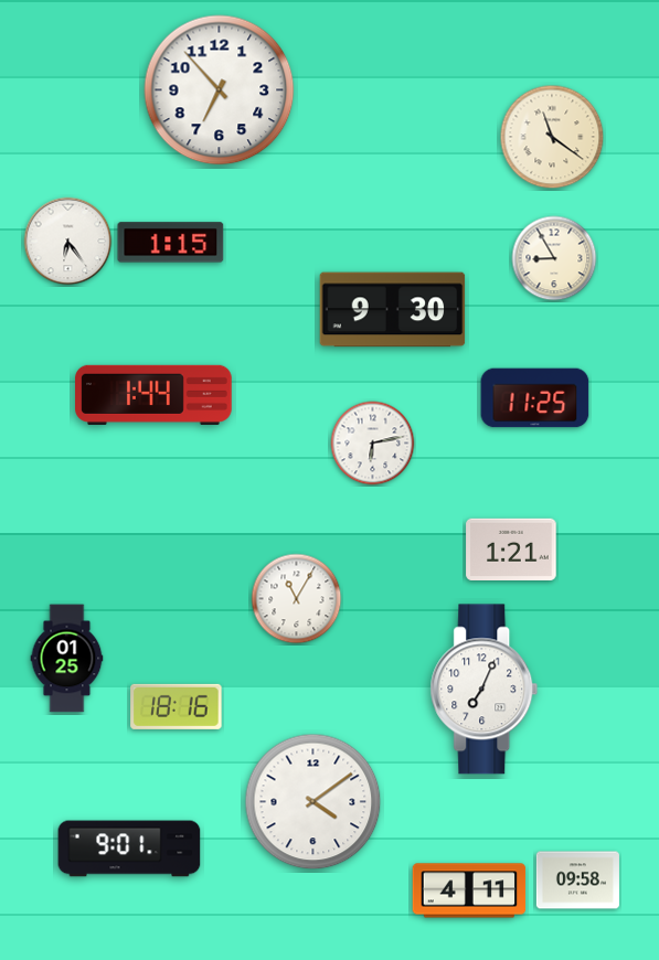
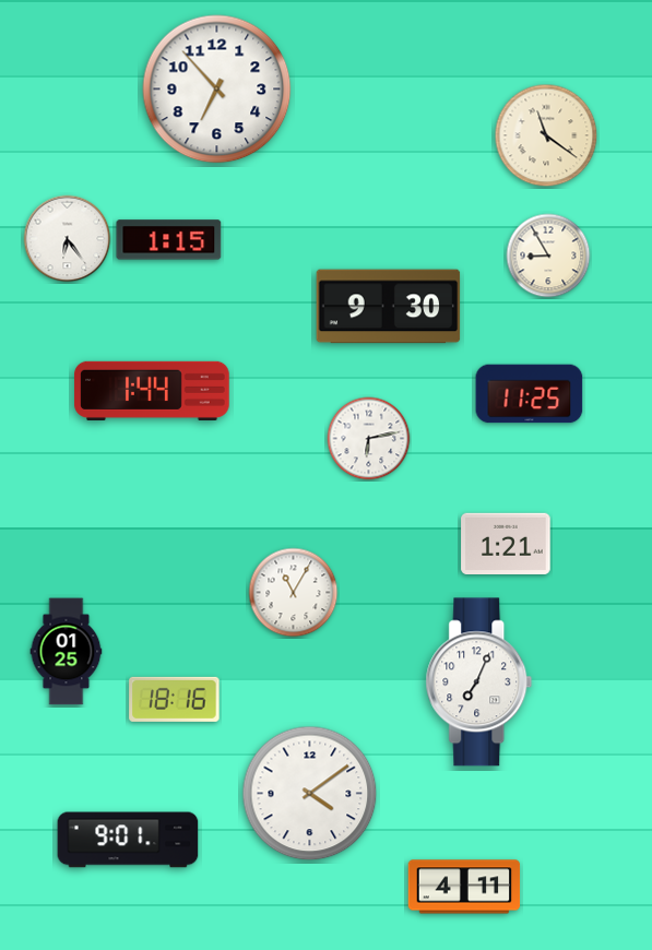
clock at (577, 881): 09:58 -> none
clock at (469, 890) position: (469, 890) -> (464, 887)
